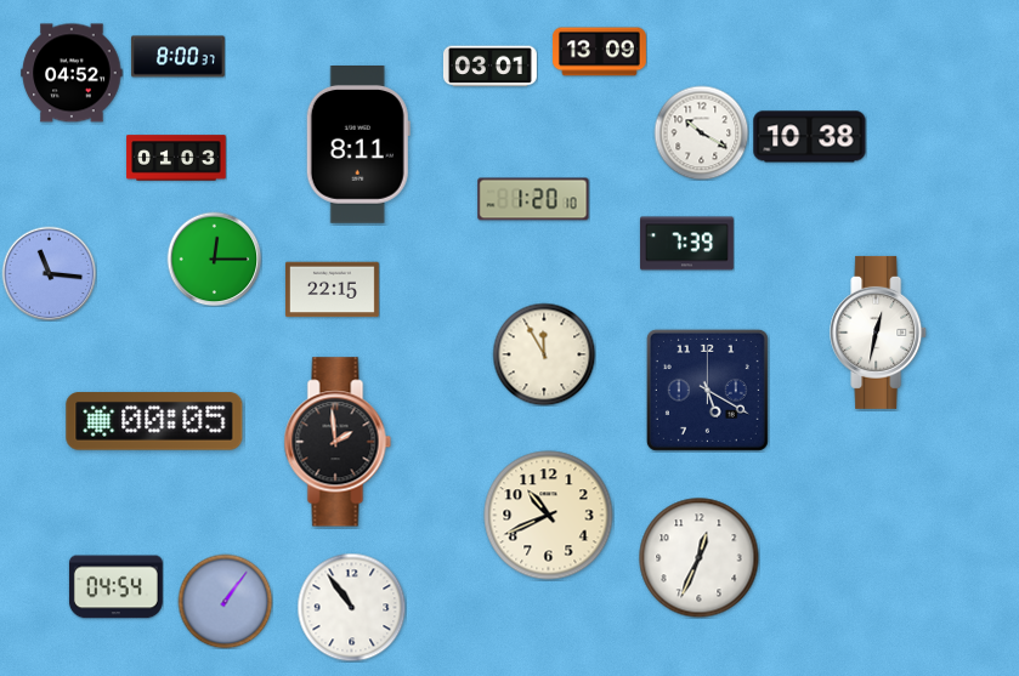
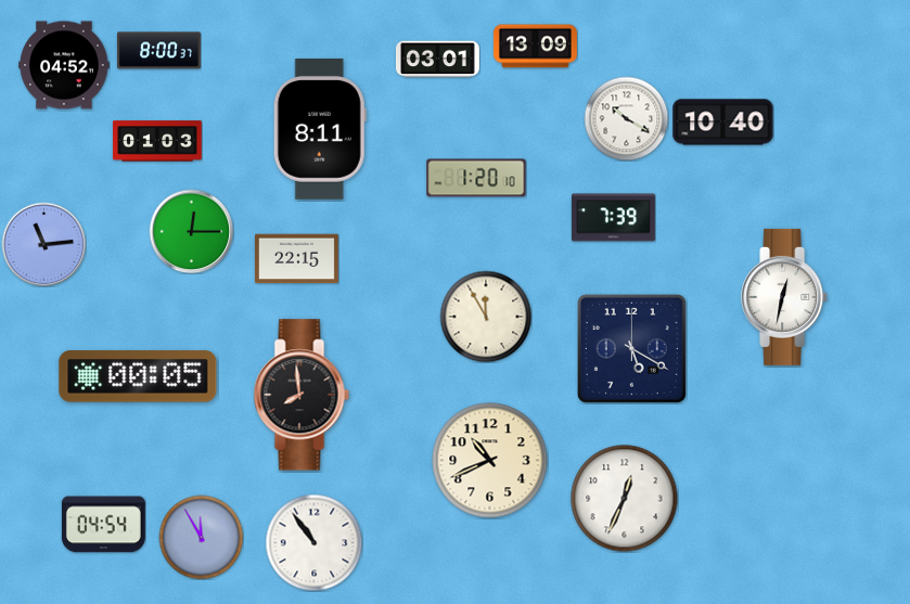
clock at (810, 137): 10:38 -> 10:40
clock at (49, 273): 11:16 -> 11:14
clock at (338, 442): 1:59 -> 7:59
clock at (225, 601): 1:06 -> 11:55
